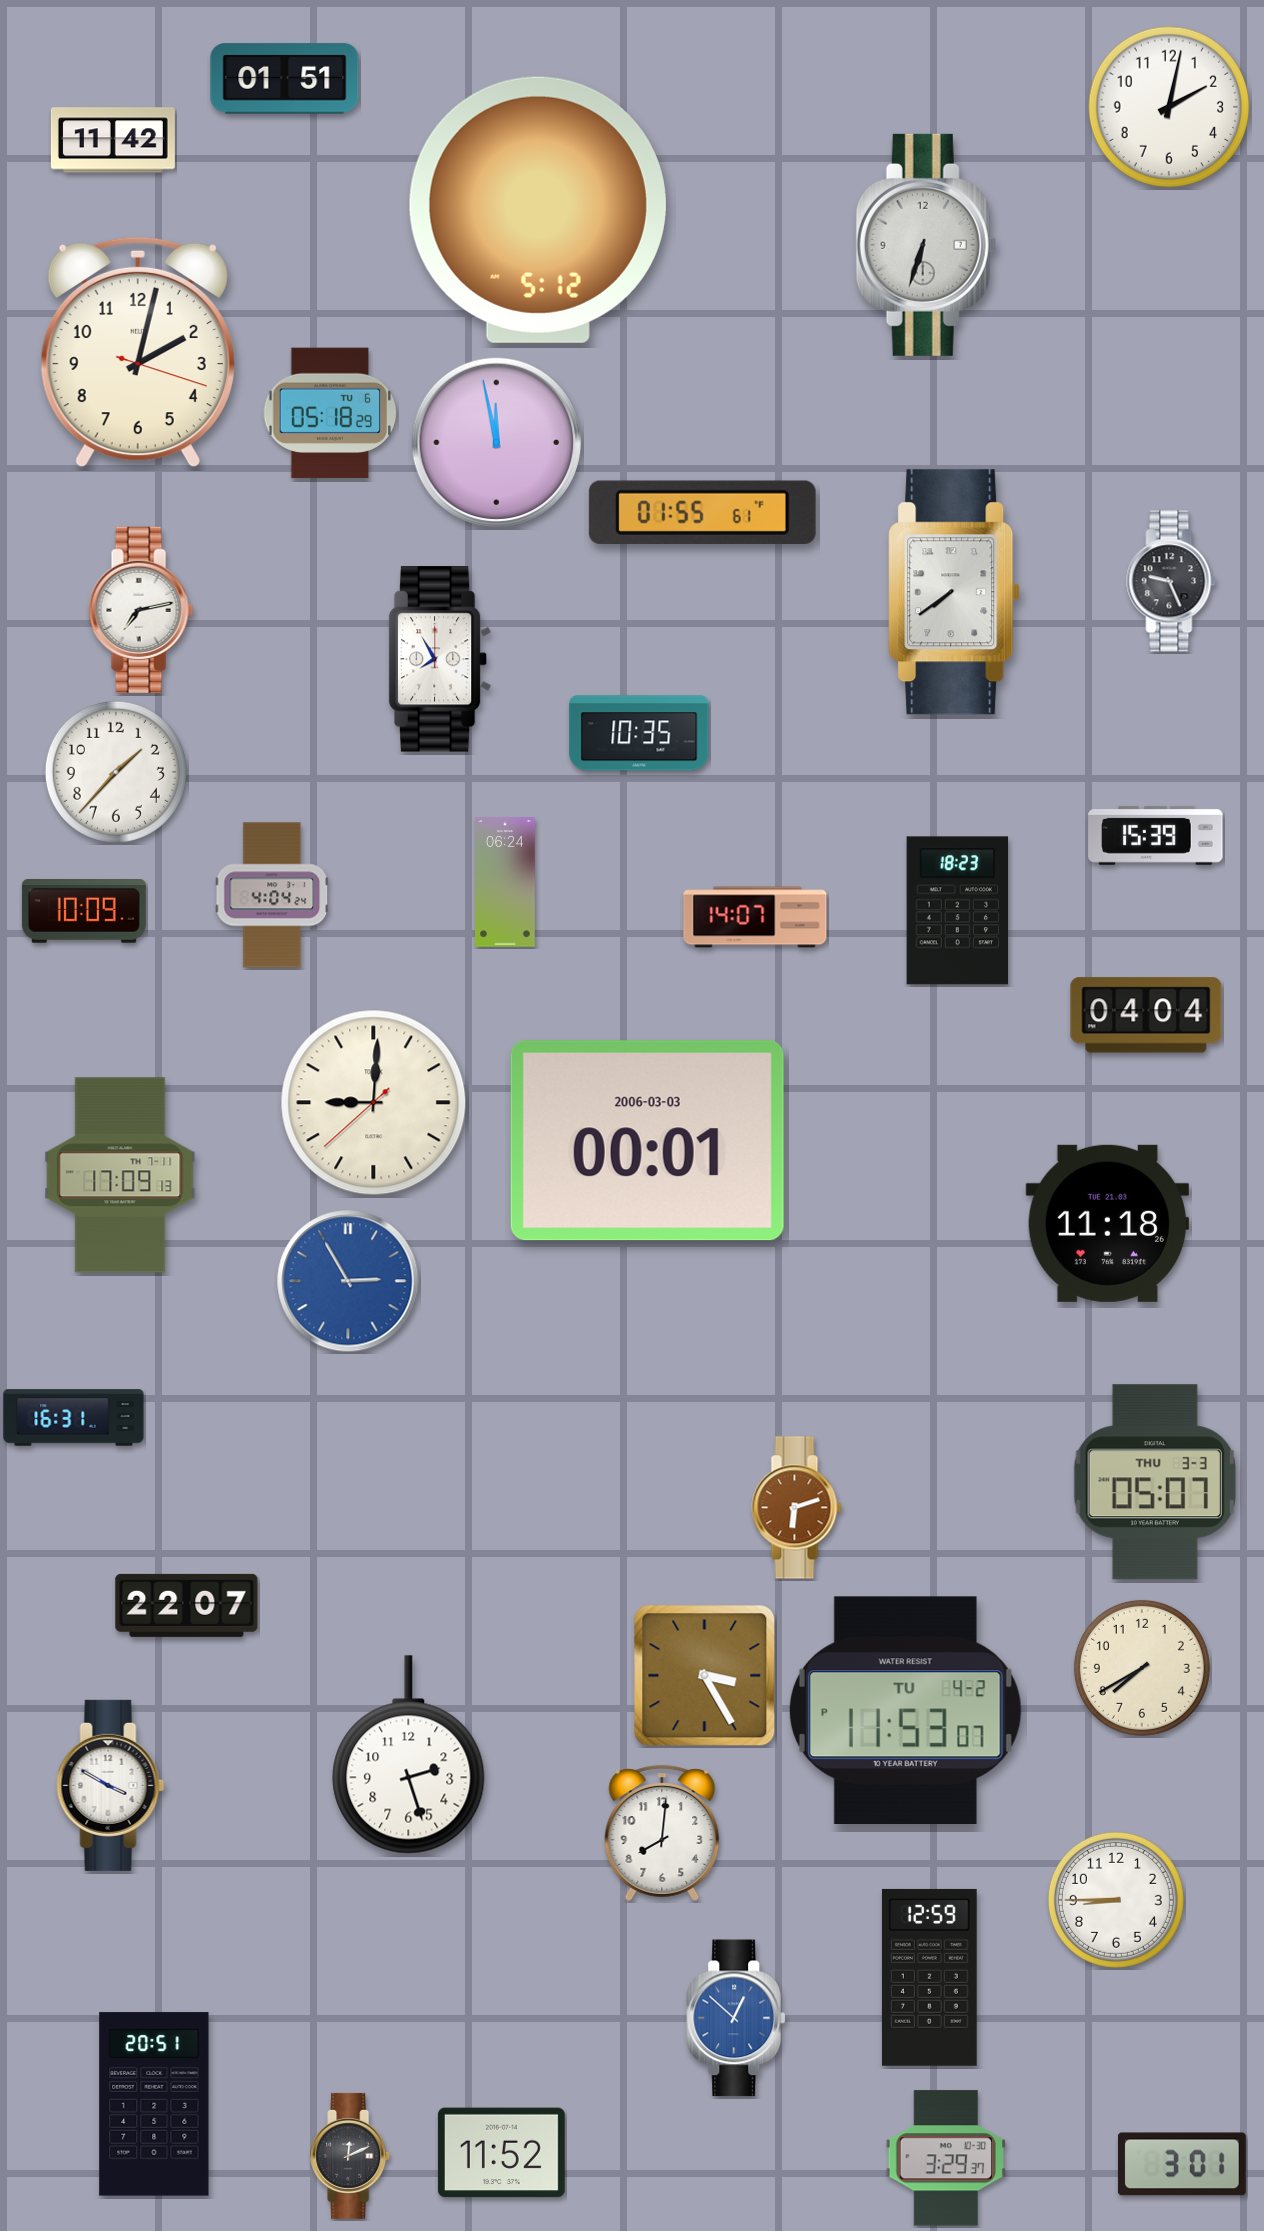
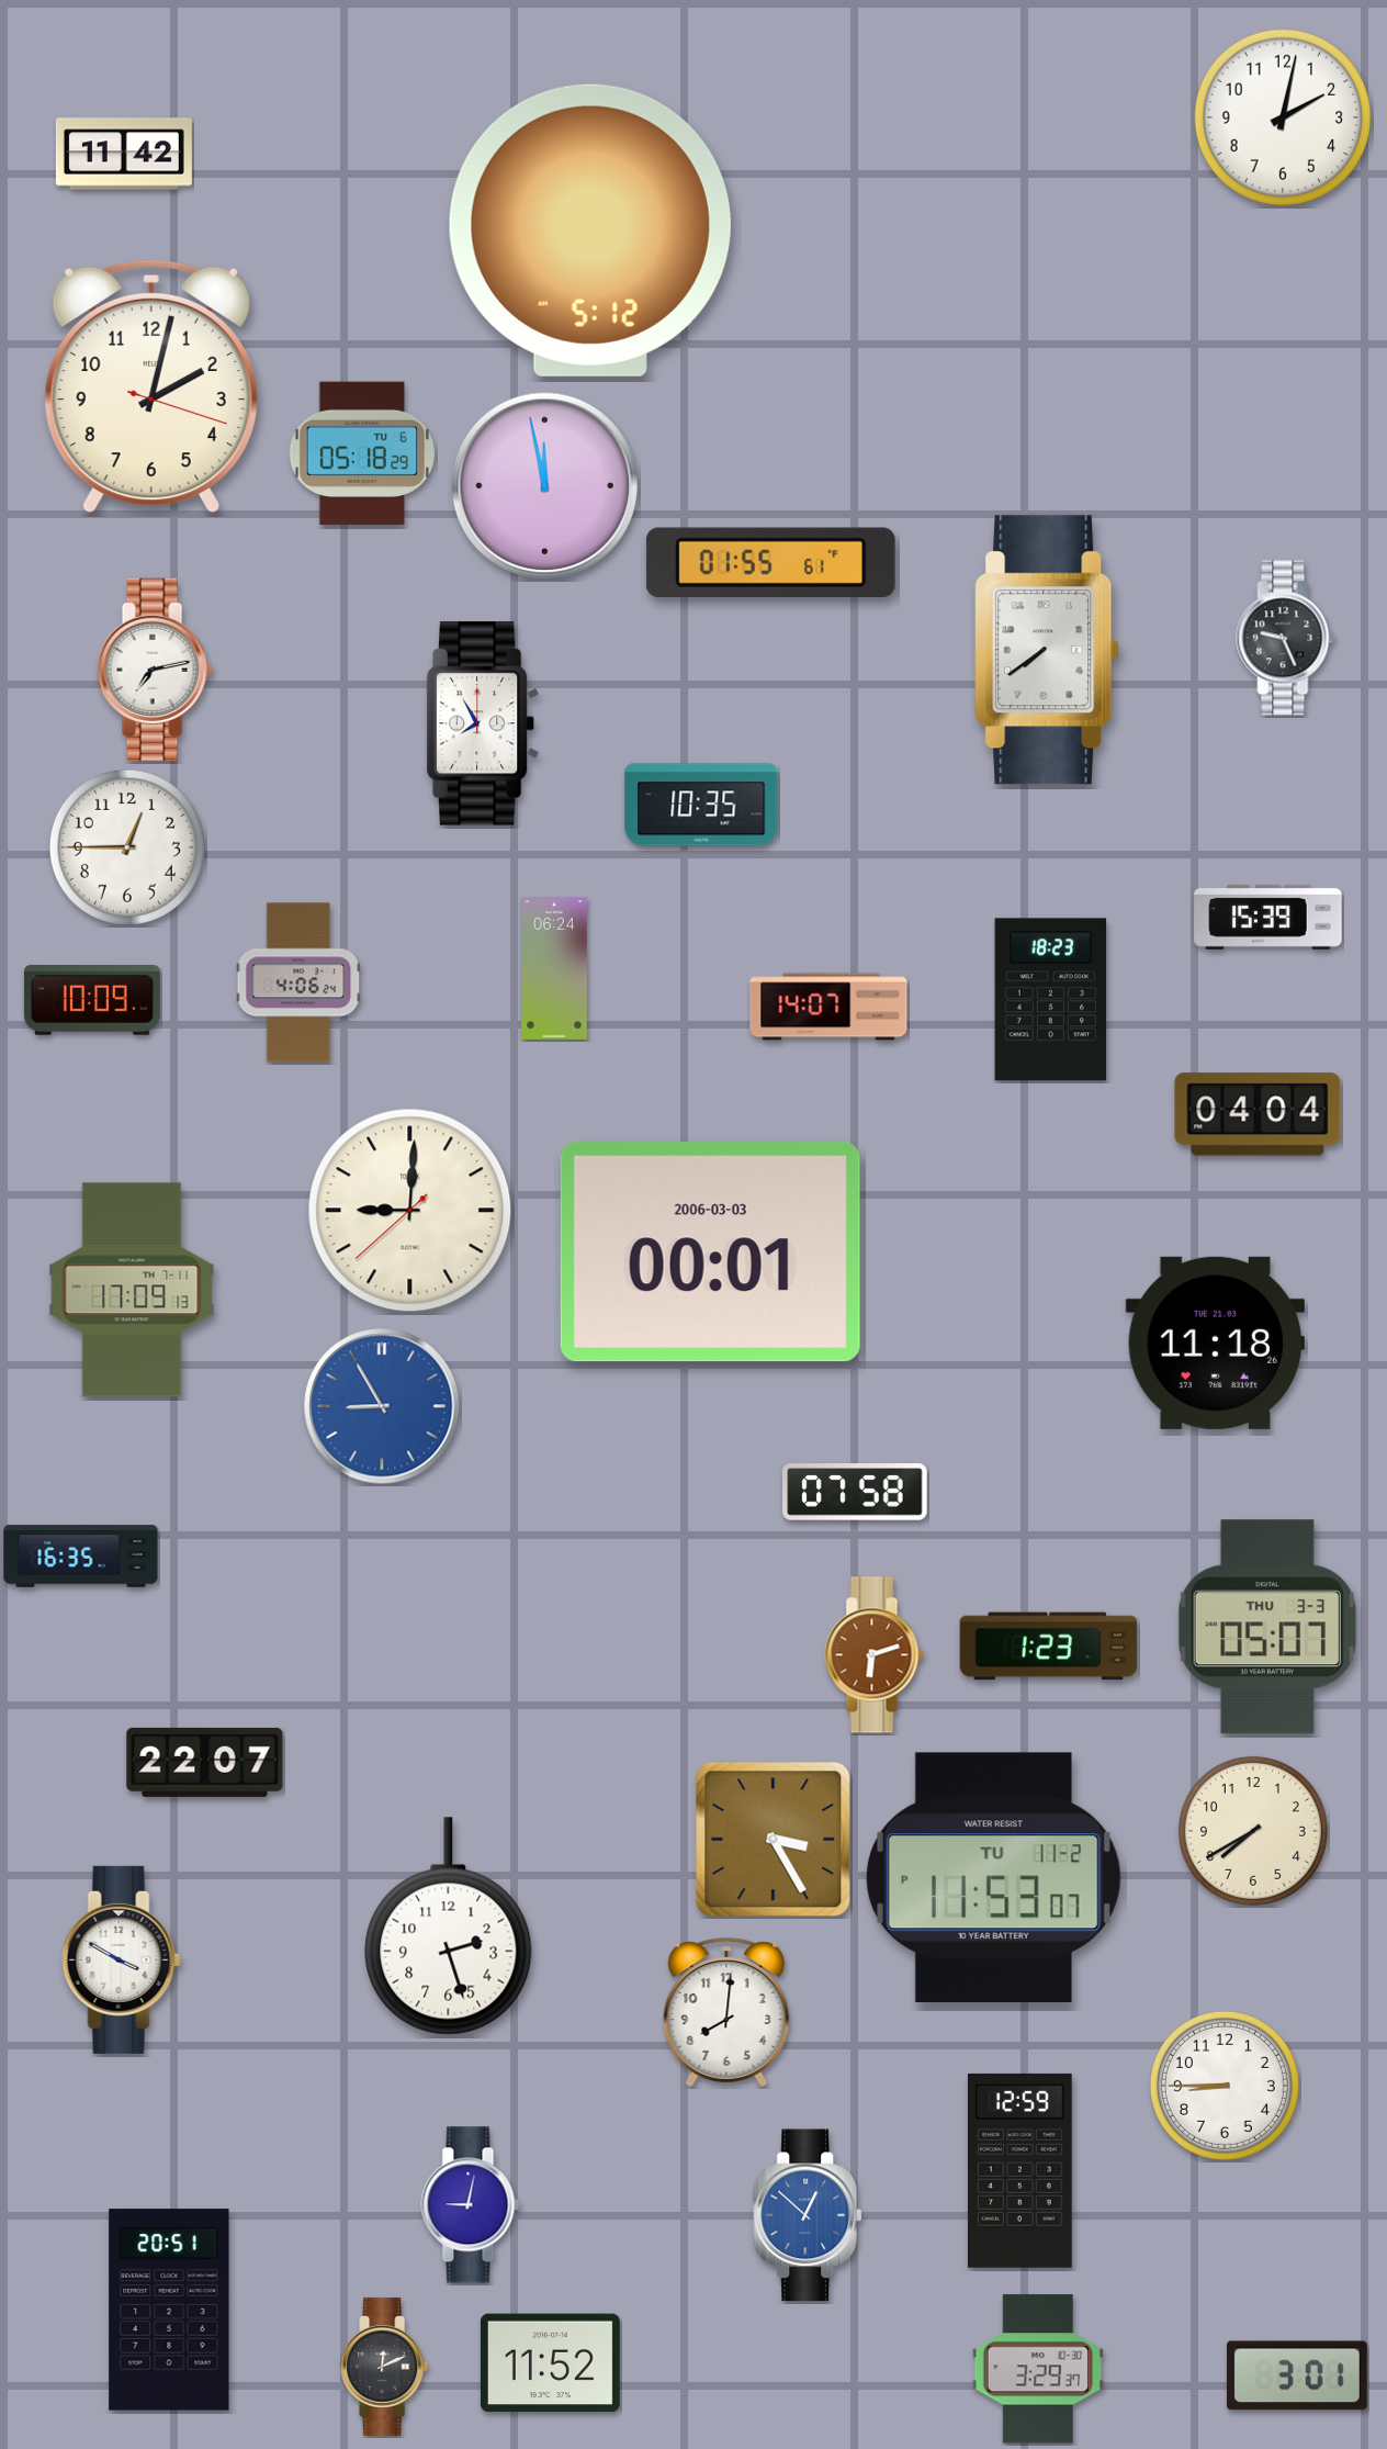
clock at (285, 79): 01:51 -> none
clock at (926, 245): 6:33 -> none
clock at (116, 772): 1:37 -> 12:45
clock at (272, 895): 4:04 -> 4:06
clock at (348, 1281): 2:55 -> 8:55
clock at (855, 1492): none -> 07:58
clock at (74, 1418): 16:31 -> 16:35
clock at (1049, 1647): none -> 1:23
clock at (905, 1710) date: TU 4-2 -> TU 11-2
clock at (471, 2205): none -> 9:02
